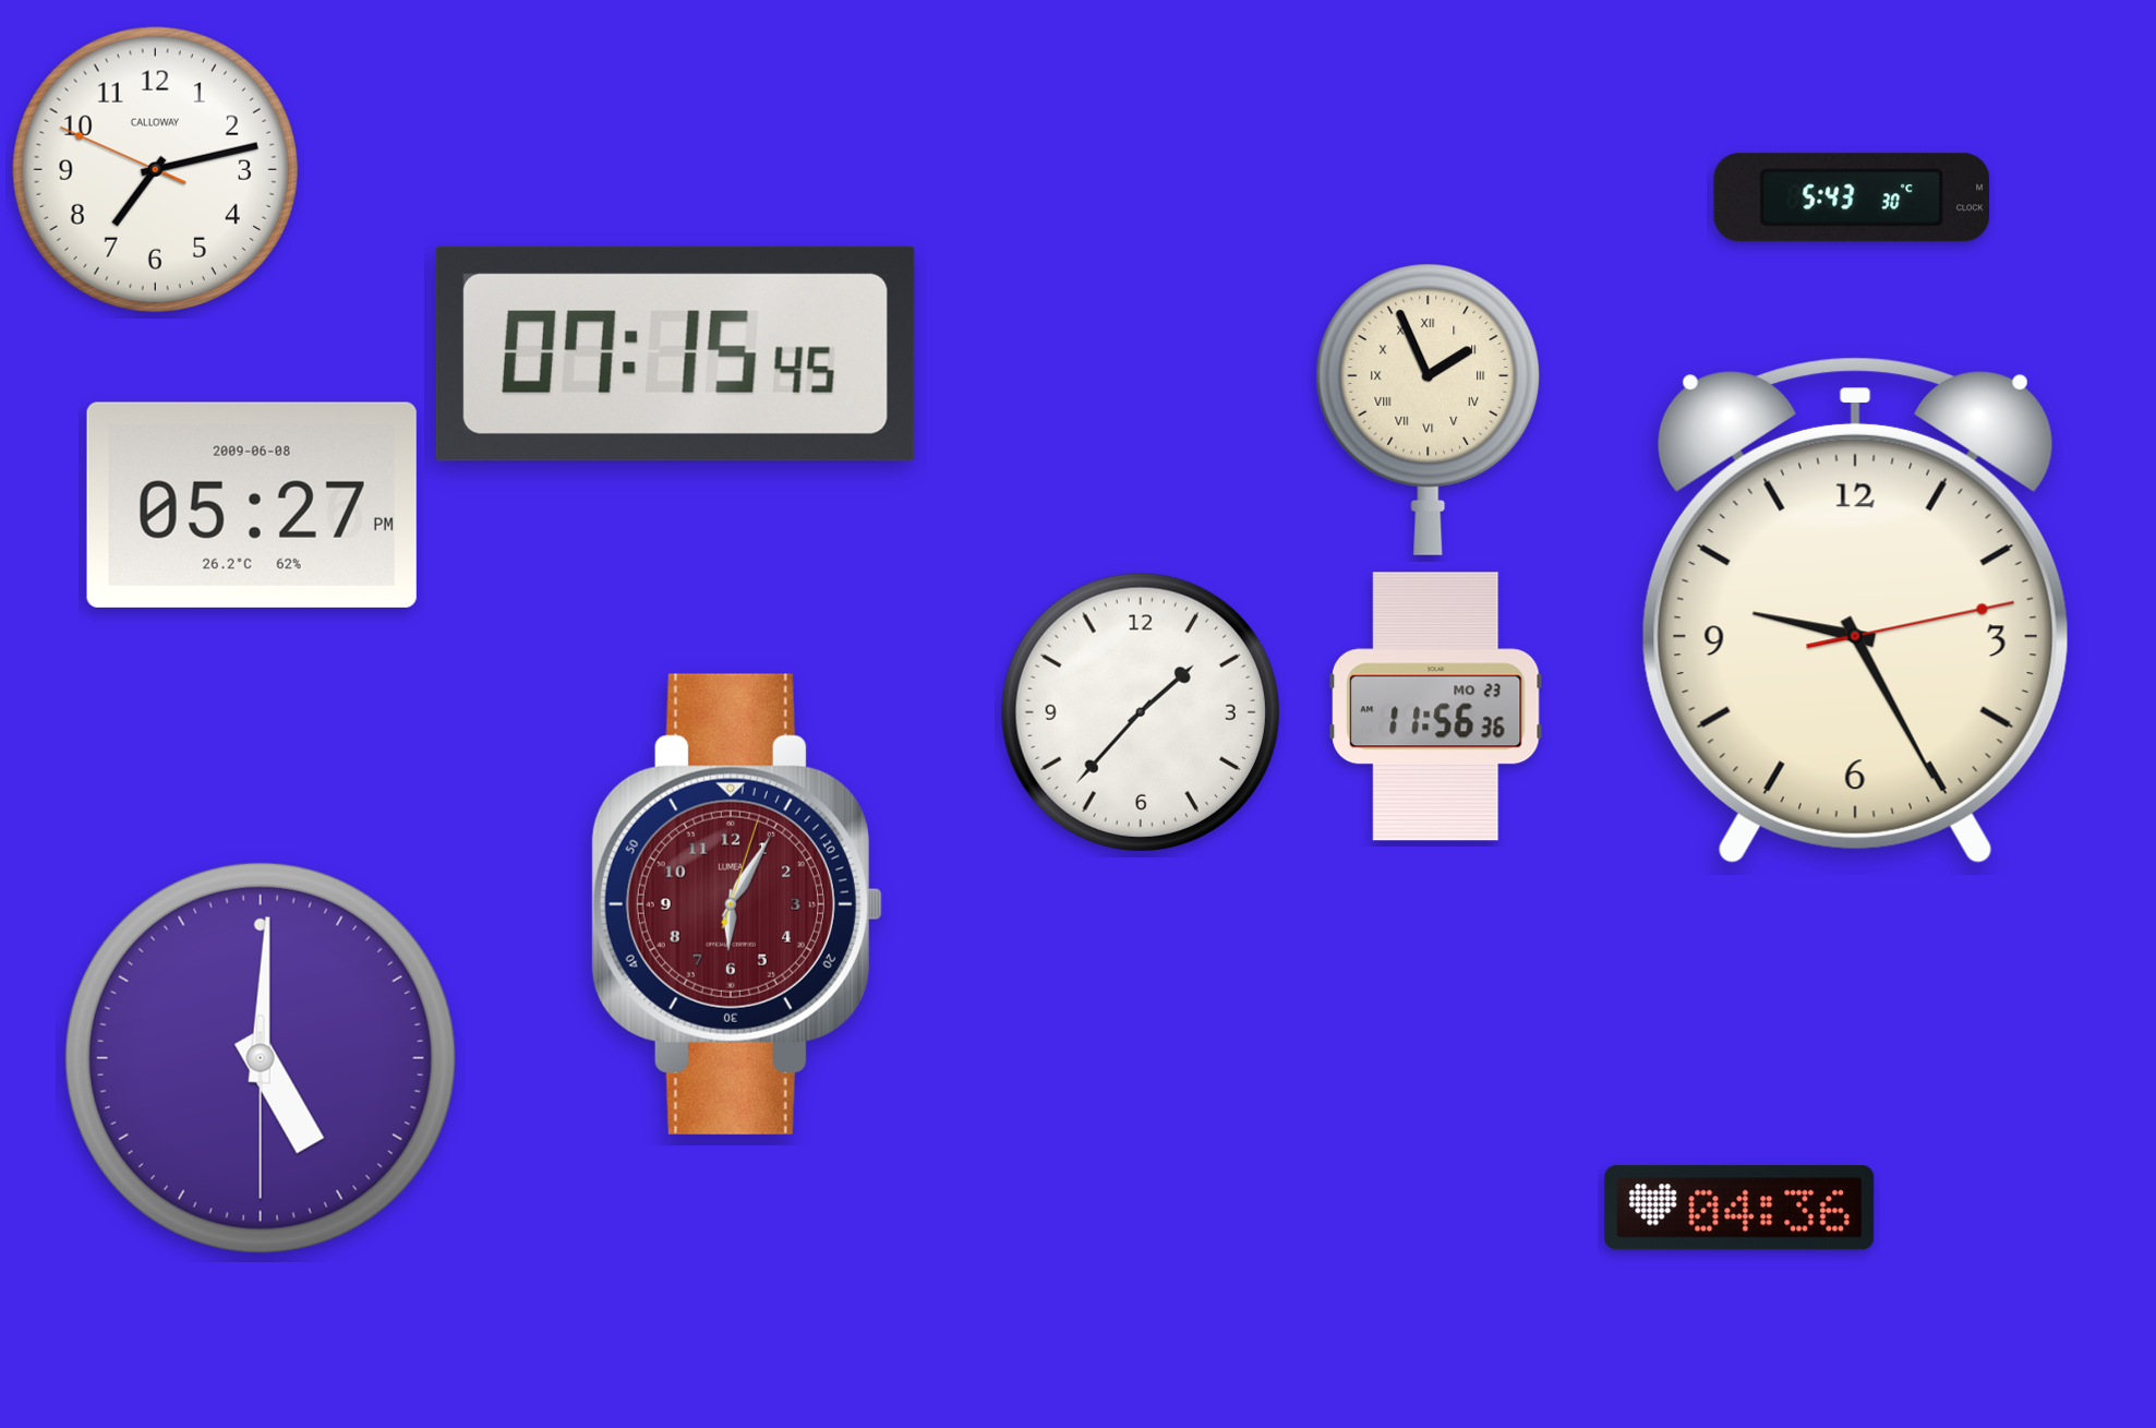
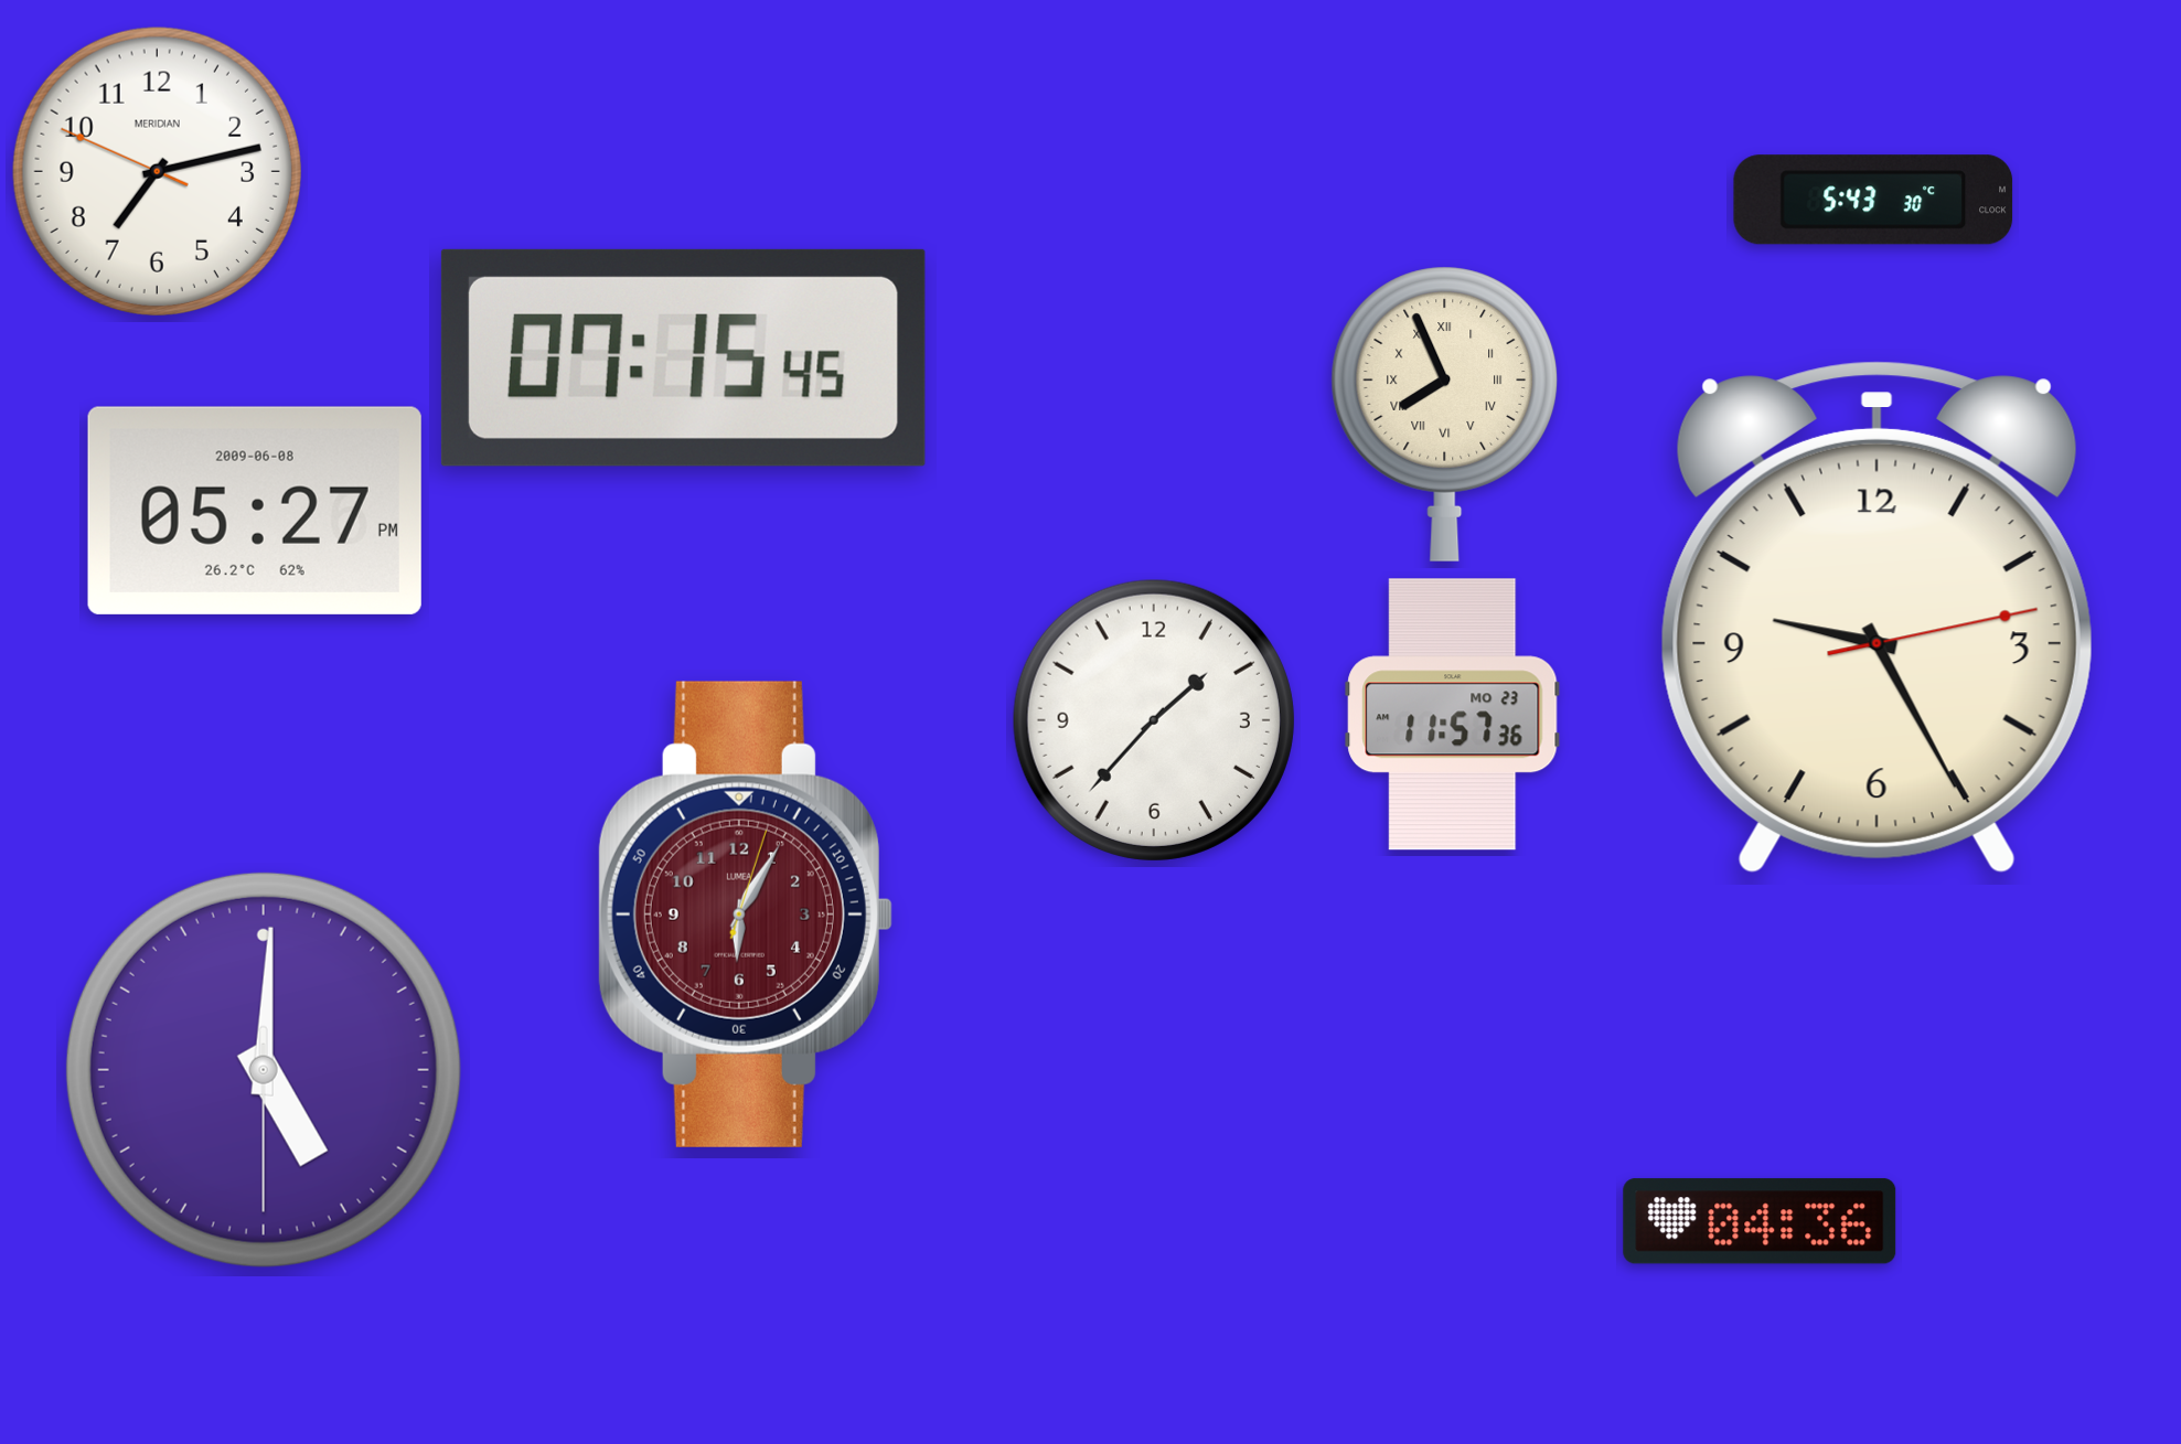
clock at (155, 169) brand: CALLOWAY -> MERIDIAN
clock at (1429, 409): 1:56 -> 7:56
clock at (1436, 707): 11:56 -> 11:57
